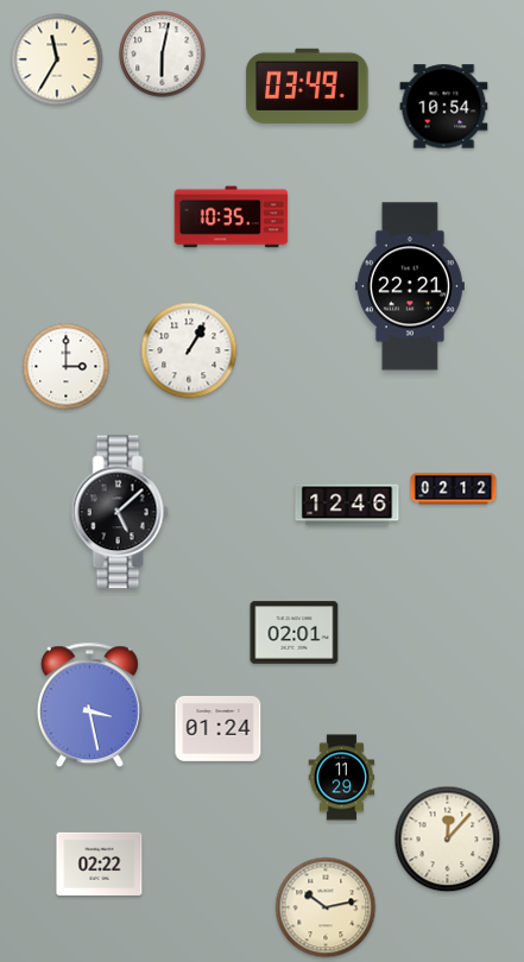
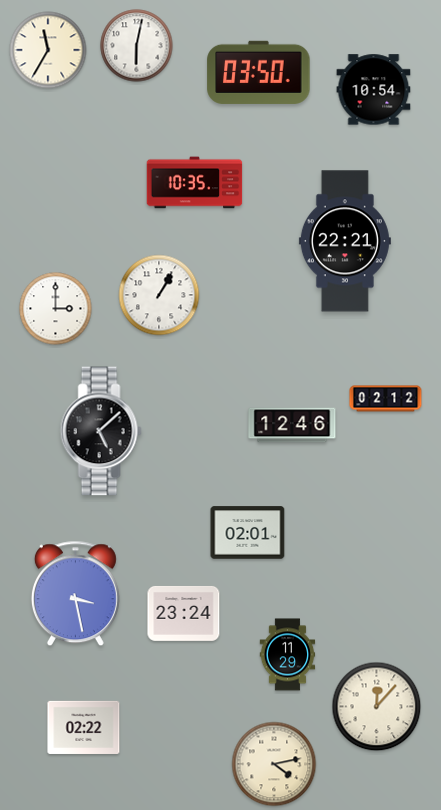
clock at (308, 86): 03:49 -> 03:50
clock at (454, 489) position: (454, 489) -> (386, 399)
clock at (219, 728): 01:24 -> 23:24
clock at (326, 907): 10:13 -> 4:13
